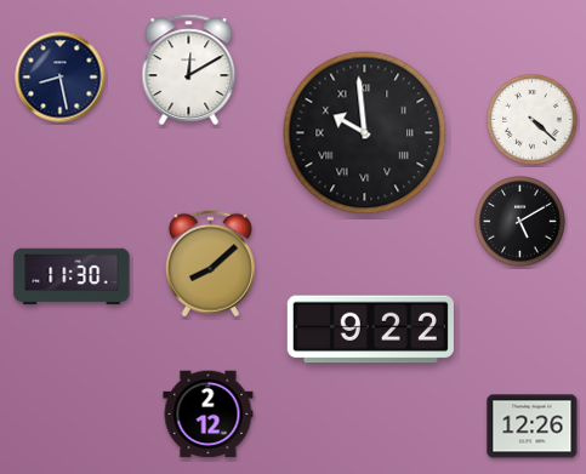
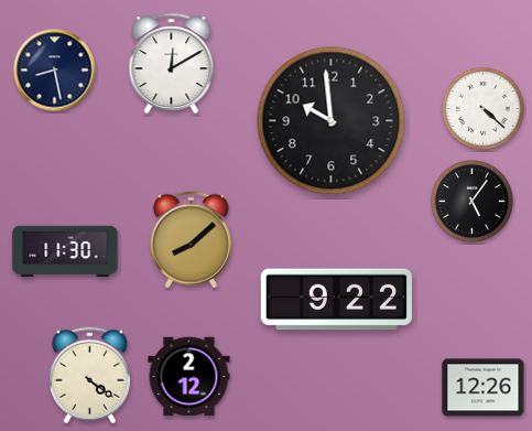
clock at (365, 133) numerals: Roman -> Arabic
clock at (520, 222): 5:10 -> 5:06
clock at (89, 376): none -> 4:21
